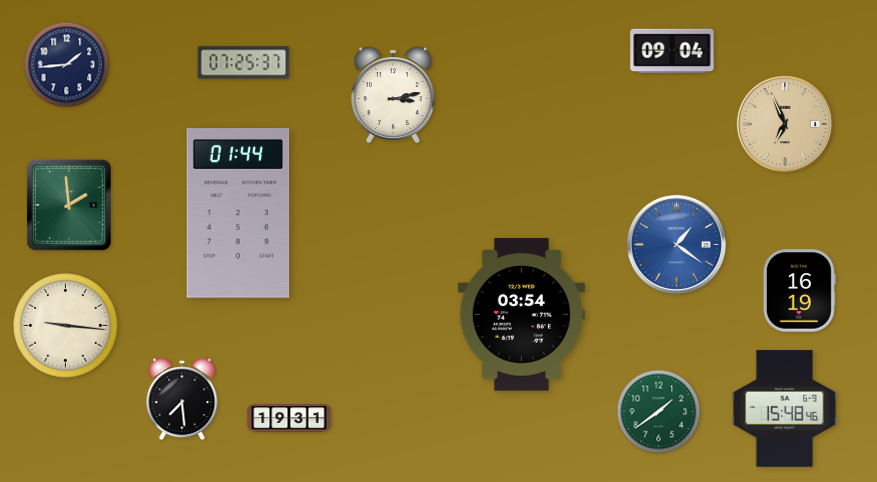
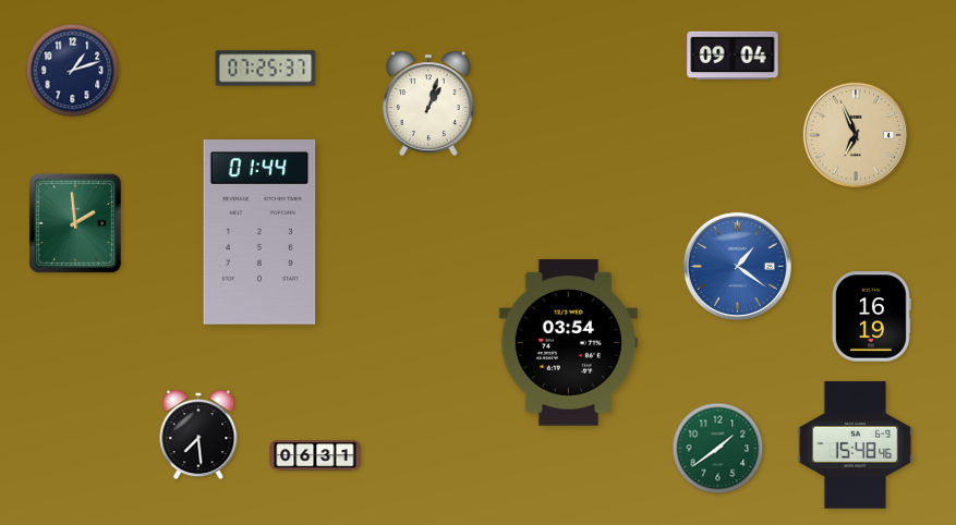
clock at (67, 65): 1:44 -> 1:12
clock at (393, 95): 3:13 -> 1:03
clock at (66, 326): 9:16 -> none
clock at (289, 418): 19:31 -> 06:31
